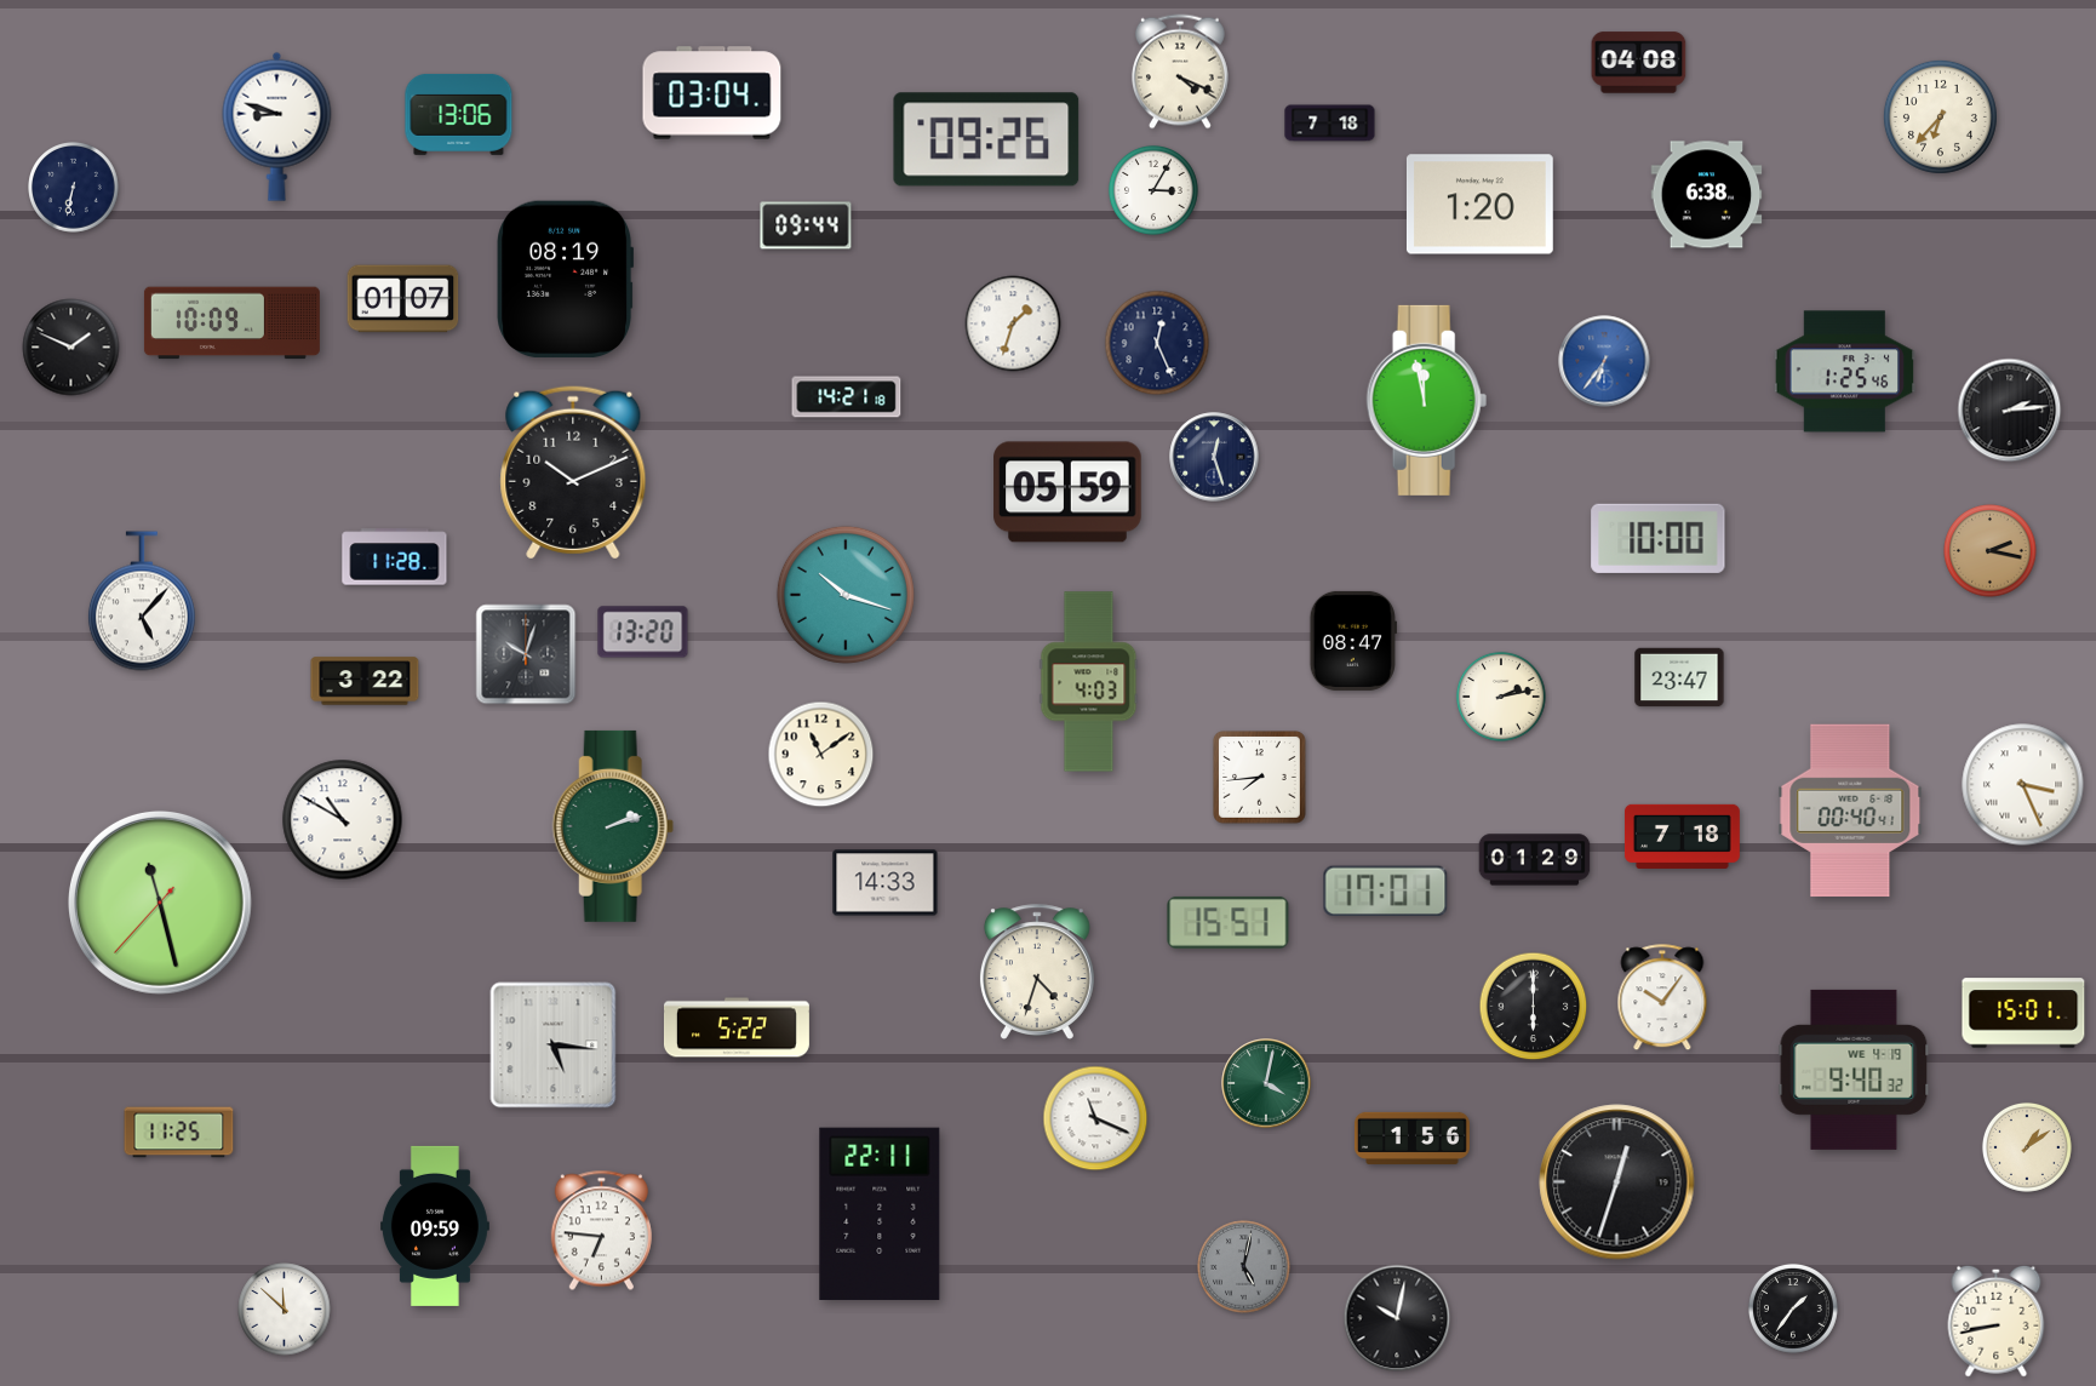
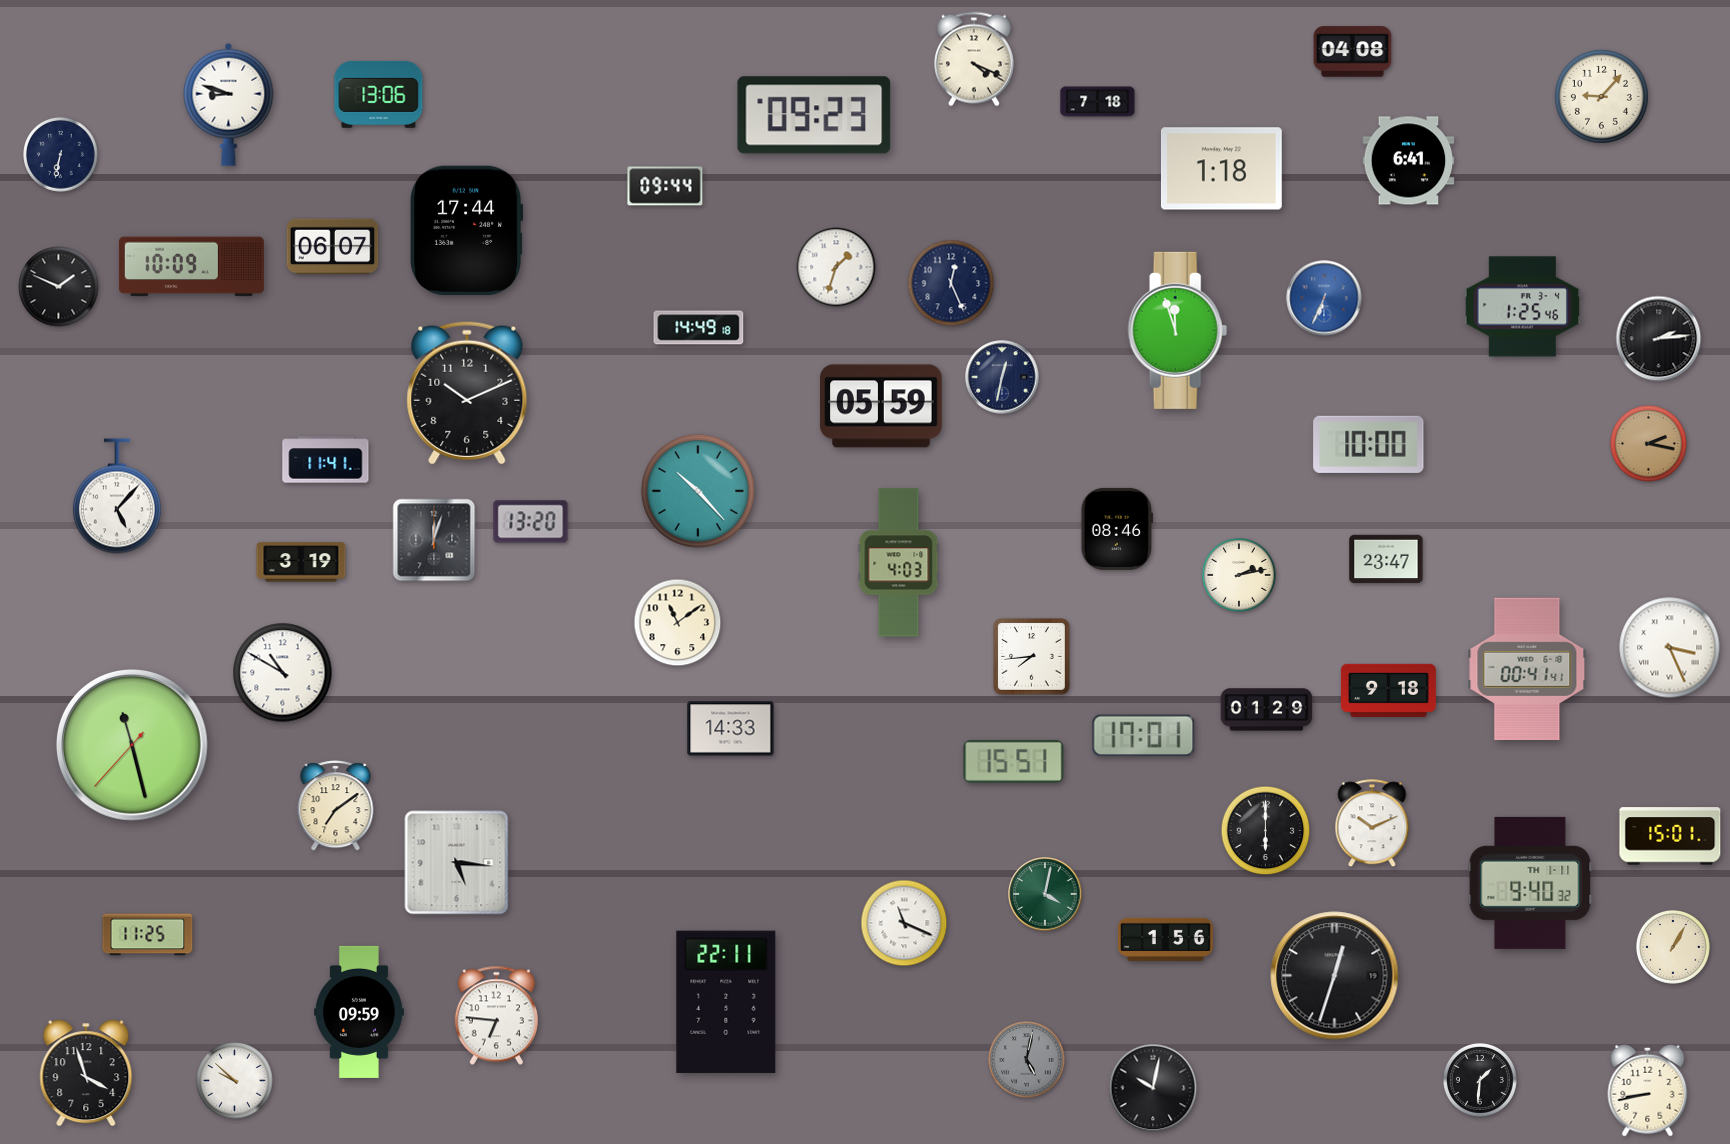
clock at (712, 93): 03:04 -> none
clock at (1940, 116): 6:37 -> 9:07
clock at (986, 139): 09:26 -> 09:23
clock at (1153, 190): 3:05 -> none
clock at (1707, 195): 6:38 -> 6:41
clock at (1479, 205): 1:20 -> 1:18
clock at (566, 280): 08:19 -> 17:44
clock at (403, 299): 01:07 -> 06:07
clock at (1157, 343) position: (1157, 343) -> (951, 283)
clock at (1604, 361): 6:36 -> 6:34
clock at (847, 397): 14:21 -> 14:49
clock at (1427, 400): 11:58 -> 11:57
clock at (1214, 457): 12:27 -> 12:32
clock at (573, 472) position: (573, 472) -> (467, 393)
clock at (1991, 551) position: (1991, 551) -> (1649, 444)
clock at (395, 557): 11:28 -> 11:41
clock at (846, 595): 10:18 -> 10:23
clock at (1352, 641): 08:47 -> 08:46
clock at (526, 654): 10:03 -> 12:03
clock at (365, 681): 3:22 -> 3:19
clock at (1260, 778) position: (1260, 778) -> (1032, 657)
clock at (1850, 811): 00:40 -> 00:41
clock at (343, 820) position: (343, 820) -> (283, 673)
clock at (613, 826): 2:12 -> none
clock at (1682, 836): 7:18 -> 9:18
clock at (1037, 972): 4:33 -> none
clock at (336, 806): none -> 7:09
clock at (1662, 998): 10:06 -> 10:11
clock at (737, 1027): 5:22 -> none
clock at (1854, 1070) date: WE 4-19 -> TH 1-11
clock at (2027, 1147): 1:09 -> 1:05
clock at (1244, 1267) position: (1244, 1267) -> (1027, 1060)
clock at (86, 1073): none -> 3:57
clock at (1793, 1308): 1:36 -> 1:31
clock at (285, 1310): 11:52 -> 9:52
